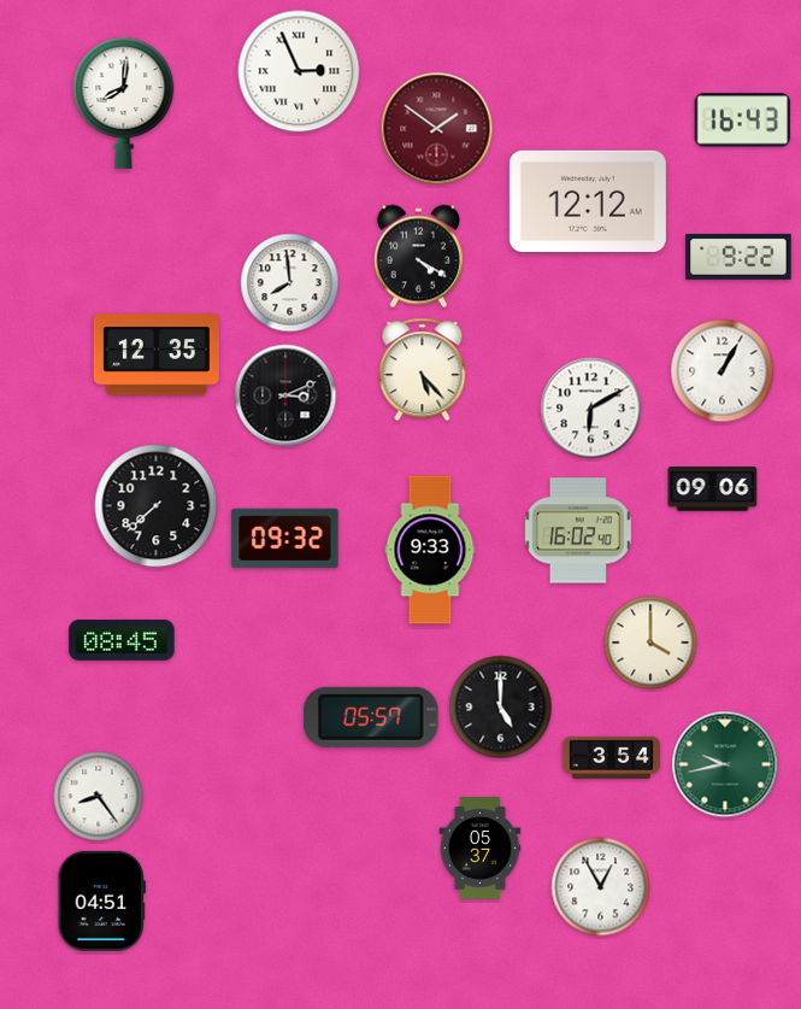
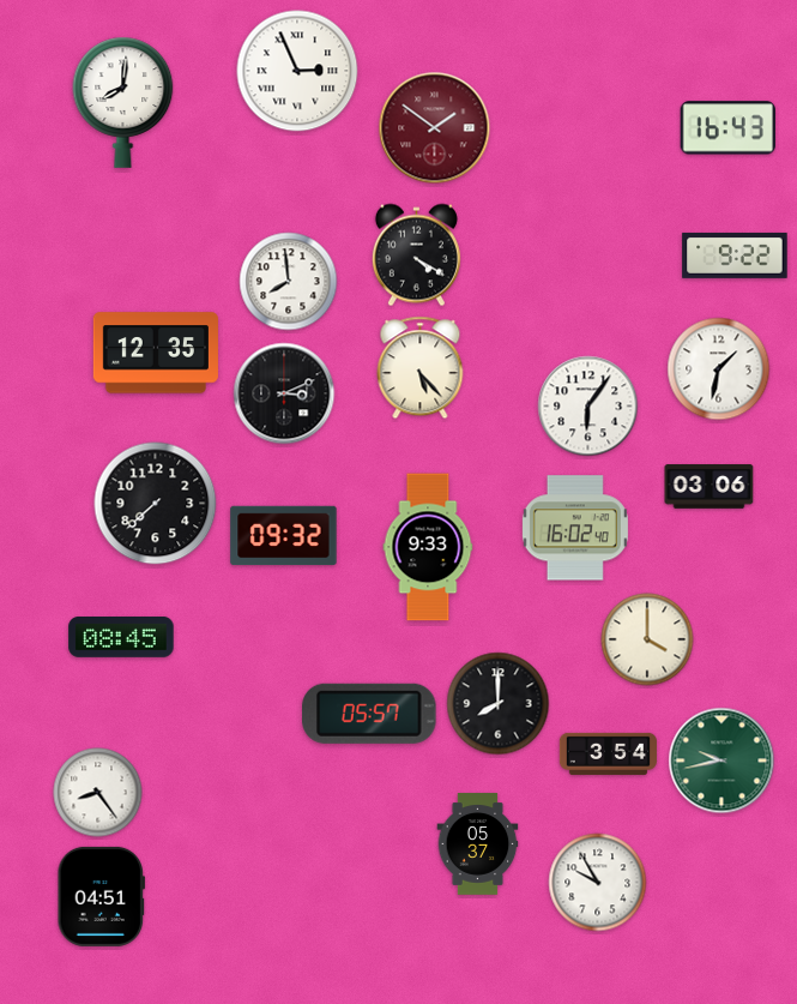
clock at (742, 121) position: (742, 121) -> (727, 128)
clock at (588, 200): 12:12 -> none
clock at (723, 371): 1:05 -> 1:32
clock at (591, 409): 6:10 -> 6:06
clock at (713, 489): 09:06 -> 03:06
clock at (501, 708): 5:00 -> 8:00
clock at (601, 887): 12:55 -> 9:55
